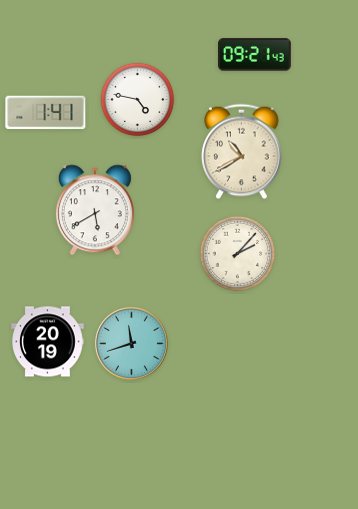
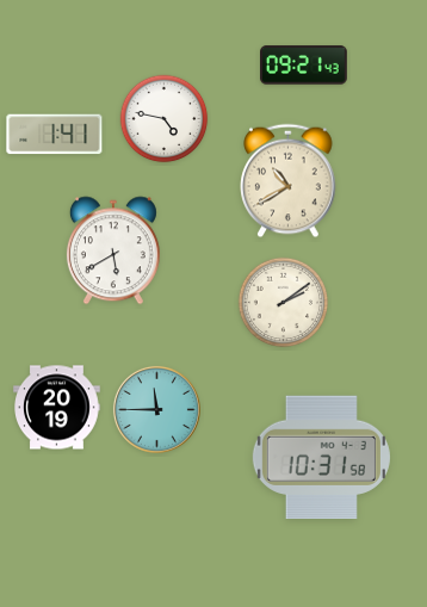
clock at (238, 254): 2:07 -> 2:09
clock at (131, 343): 11:42 -> 11:45
clock at (321, 458): none -> 10:31
